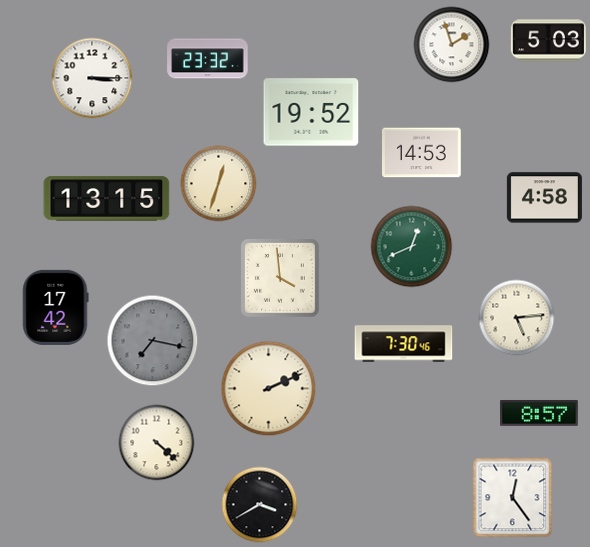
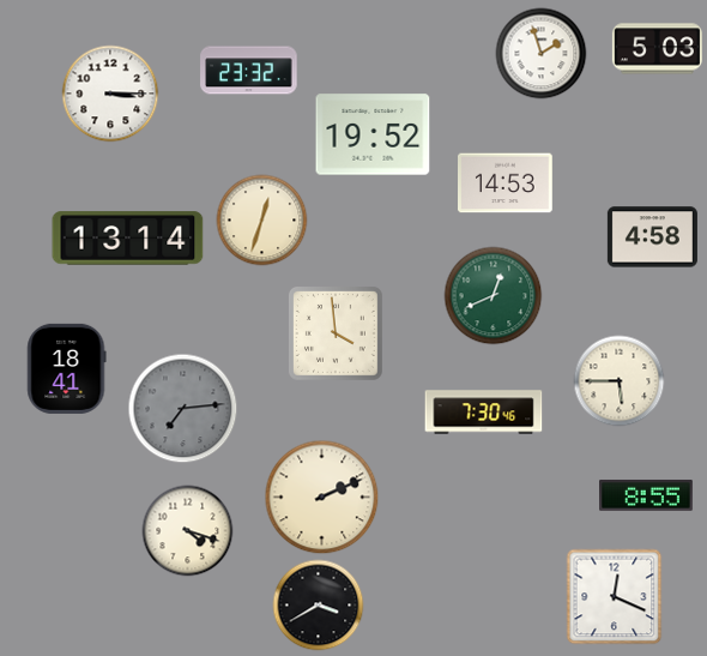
clock at (107, 199): 13:15 -> 13:14
clock at (56, 307): 17:42 -> 18:41
clock at (517, 318): 5:14 -> 5:45
clock at (153, 341): 7:17 -> 7:14
clock at (269, 389) position: (269, 389) -> (322, 498)
clock at (540, 413): 8:57 -> 8:55
clock at (157, 443): 4:22 -> 4:18
clock at (513, 498): 12:24 -> 12:19
clock at (260, 505) position: (260, 505) -> (319, 606)
